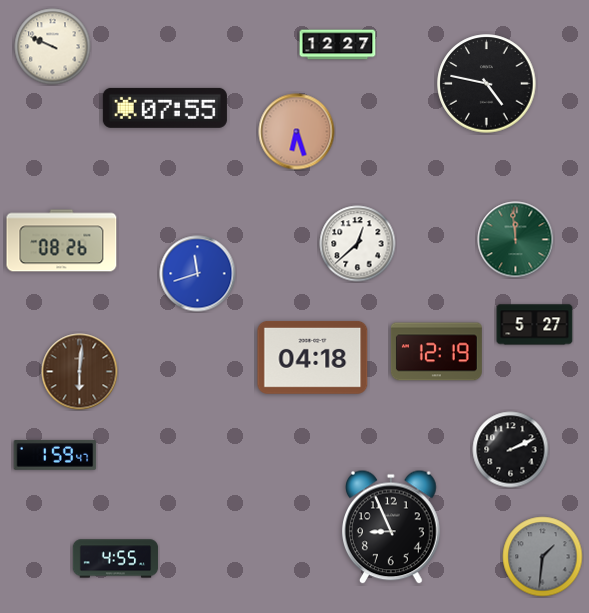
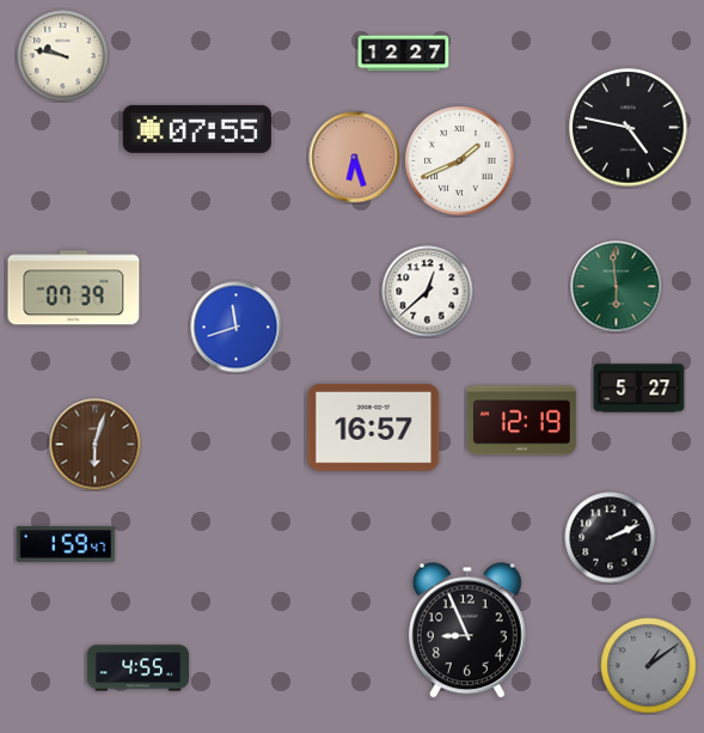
clock at (53, 47): 9:49 -> 9:47
clock at (487, 84) position: (487, 84) -> (629, 128)
clock at (460, 161): none -> 1:41
clock at (516, 240): 11:59 -> 5:59
clock at (62, 241): 08:26 -> 07:39
clock at (313, 357): 04:18 -> 16:57
clock at (80, 372): 6:01 -> 6:03
clock at (543, 557): 1:31 -> 1:09
